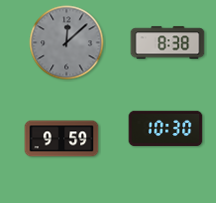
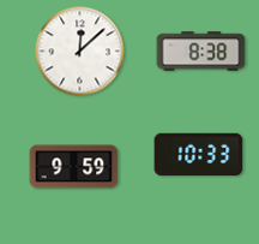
clock at (67, 43) dial: grey -> white
clock at (166, 129): 10:30 -> 10:33
